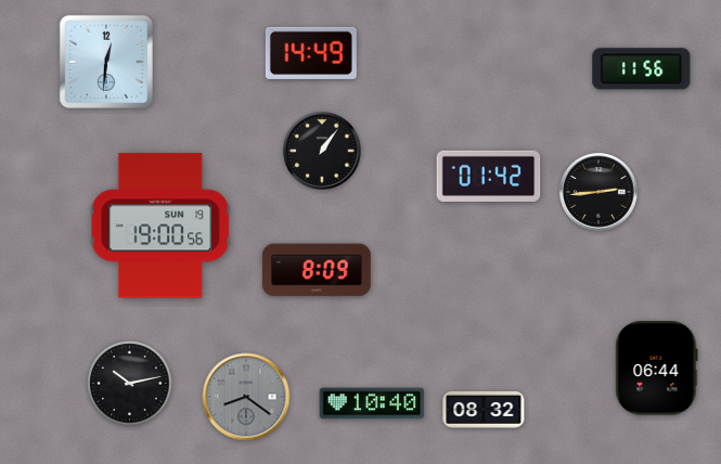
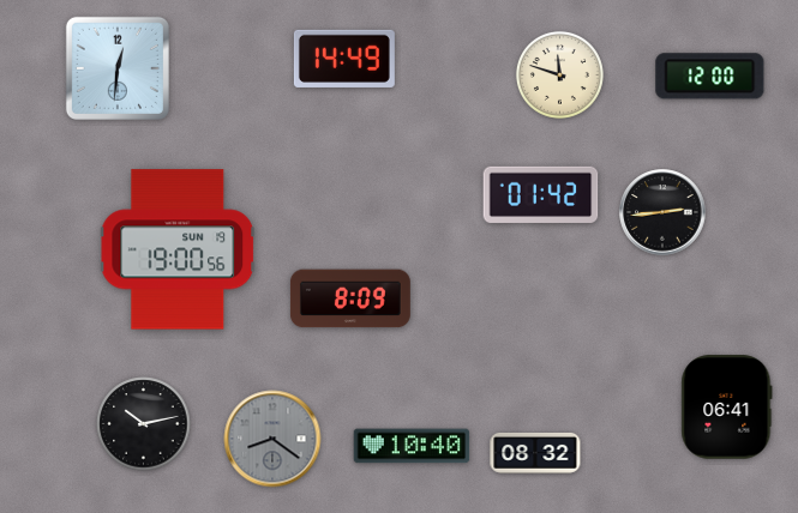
clock at (559, 74): none -> 11:48
clock at (642, 69): 11:56 -> 12:00
clock at (322, 151): 1:06 -> none
clock at (657, 369): 06:44 -> 06:41
